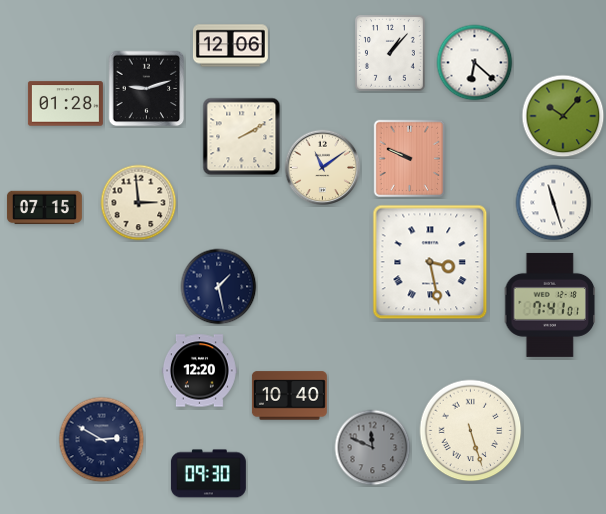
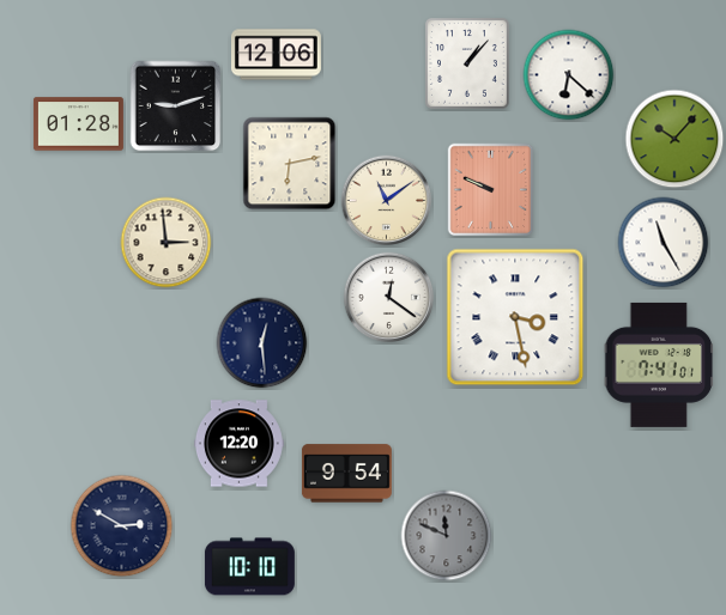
clock at (242, 137): 2:10 -> 6:13
clock at (554, 203): 11:27 -> 11:25
clock at (44, 208): 07:15 -> none
clock at (389, 298): none -> 12:21
clock at (430, 262) position: (430, 262) -> (515, 317)
clock at (219, 287): 1:28 -> 12:29
clock at (289, 396): 10:40 -> 9:54
clock at (471, 431): 5:27 -> none
clock at (208, 474): 09:30 -> 10:10
